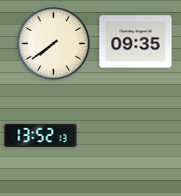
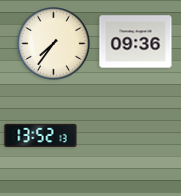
clock at (136, 42): 09:35 -> 09:36
clock at (54, 44): 7:39 -> 7:36
